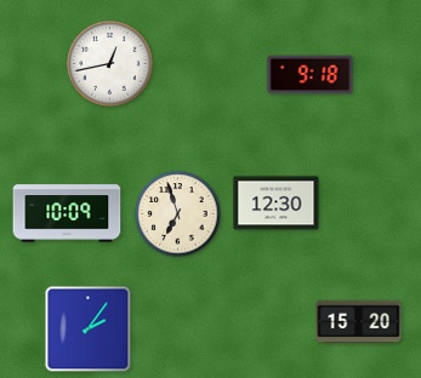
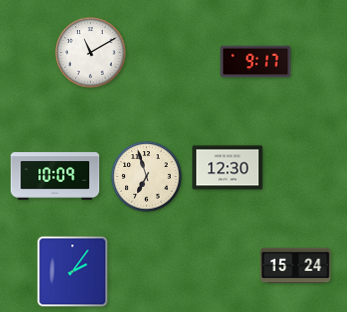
clock at (110, 64): 12:43 -> 11:10
clock at (311, 75): 9:18 -> 9:17
clock at (359, 322): 15:20 -> 15:24
